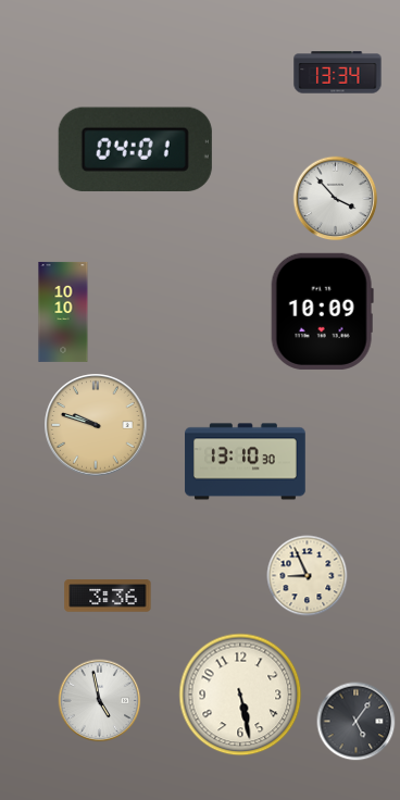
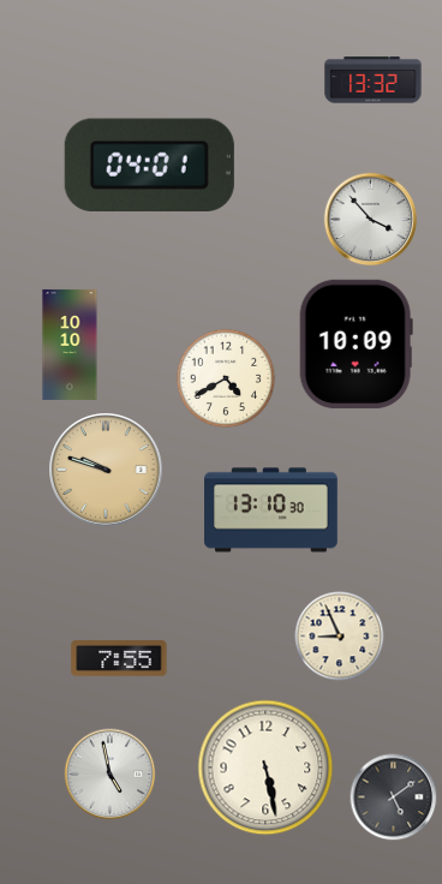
clock at (338, 73): 13:34 -> 13:32
clock at (226, 378): none -> 4:40
clock at (108, 596): 3:36 -> 7:55
clock at (357, 722): 5:06 -> 5:09
